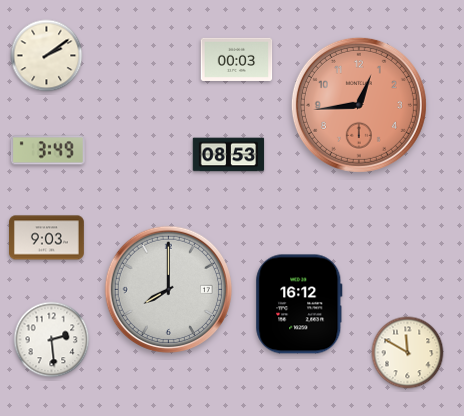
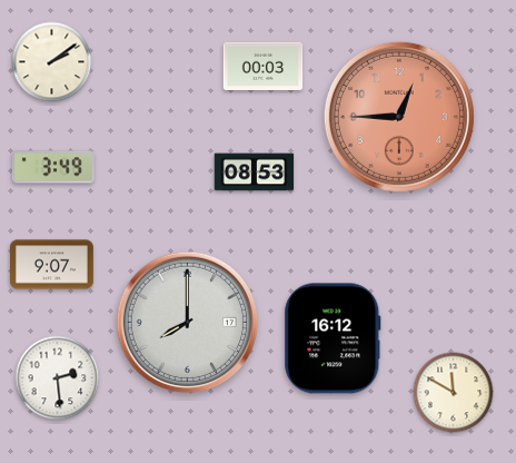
clock at (359, 105): 12:44 -> 12:45
clock at (47, 238): 9:03 -> 9:07
